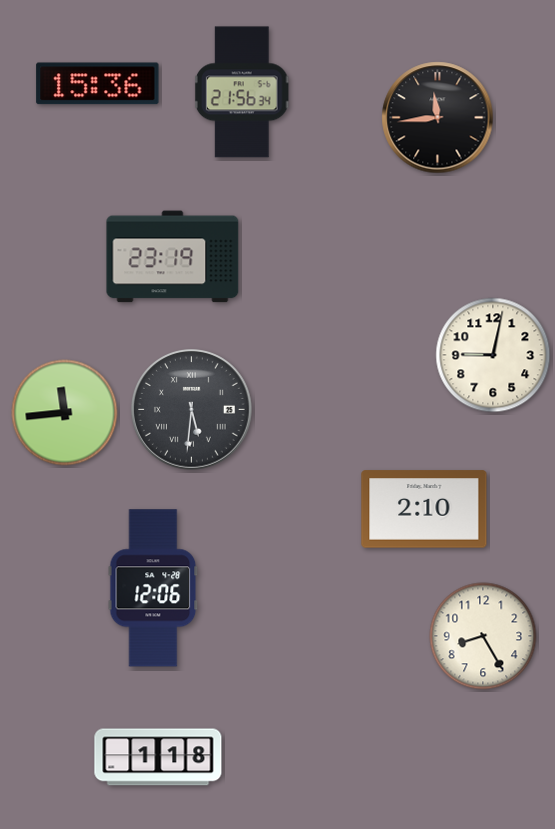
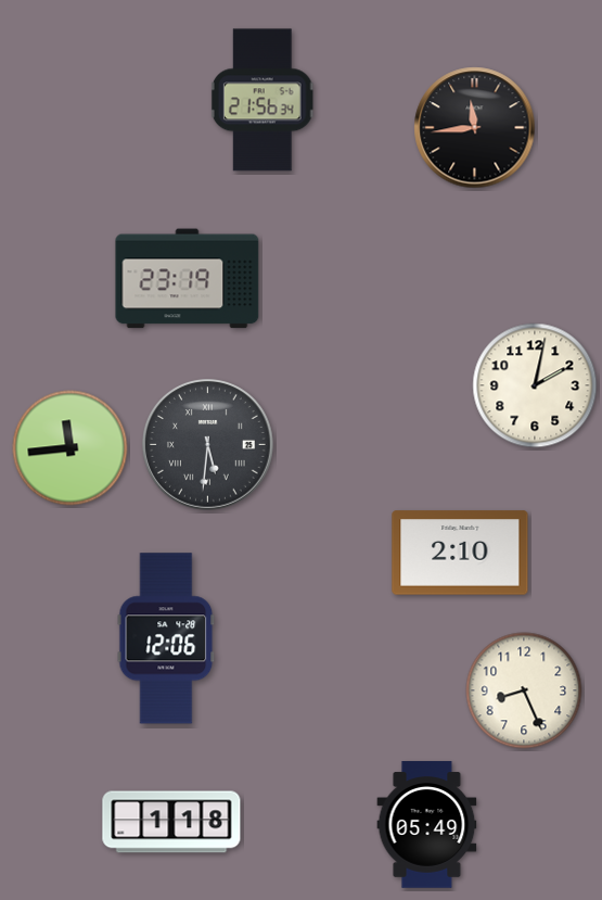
clock at (98, 84): 15:36 -> none
clock at (493, 355): 9:02 -> 2:02
clock at (483, 636): 8:25 -> 8:26
clock at (427, 825): none -> 05:49
